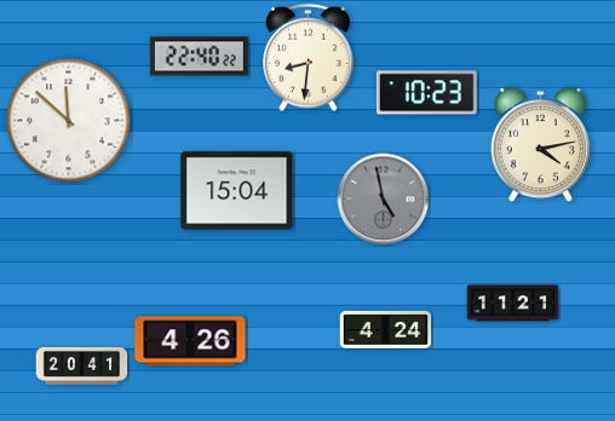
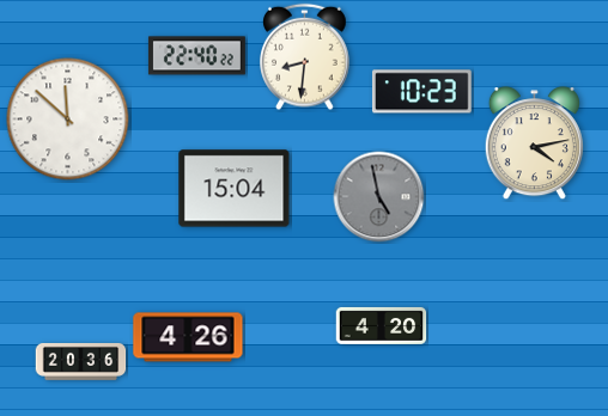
clock at (513, 304): 11:21 -> none
clock at (386, 329): 4:24 -> 4:20
clock at (82, 367): 20:41 -> 20:36
